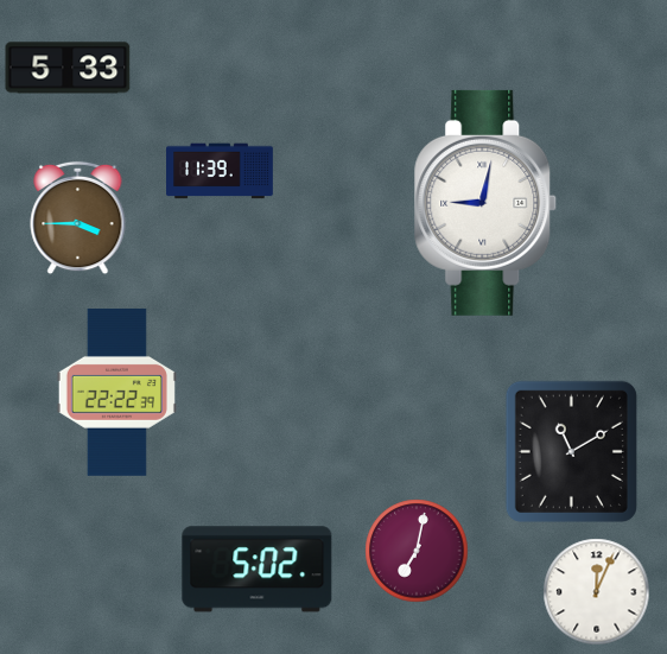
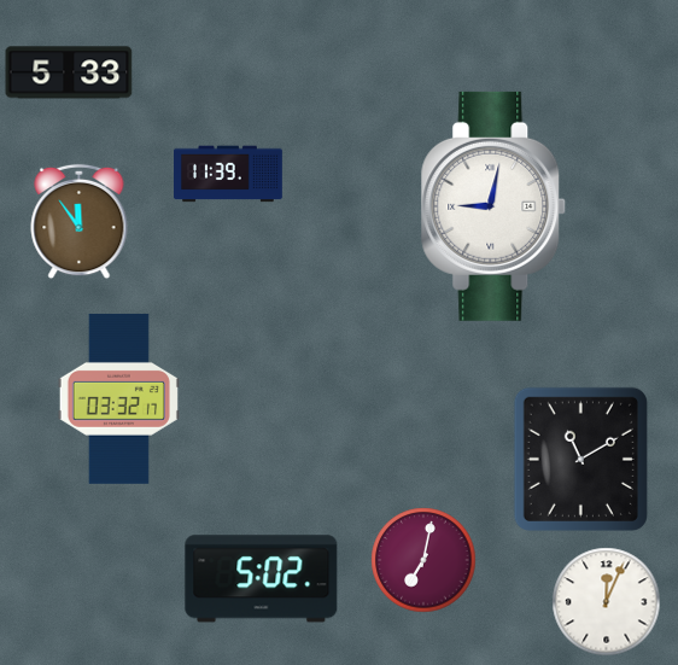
clock at (68, 68) position: (68, 68) -> (69, 72)
clock at (221, 171) position: (221, 171) -> (229, 174)
clock at (78, 218): 3:45 -> 11:54
clock at (116, 393): 22:22 -> 03:32
